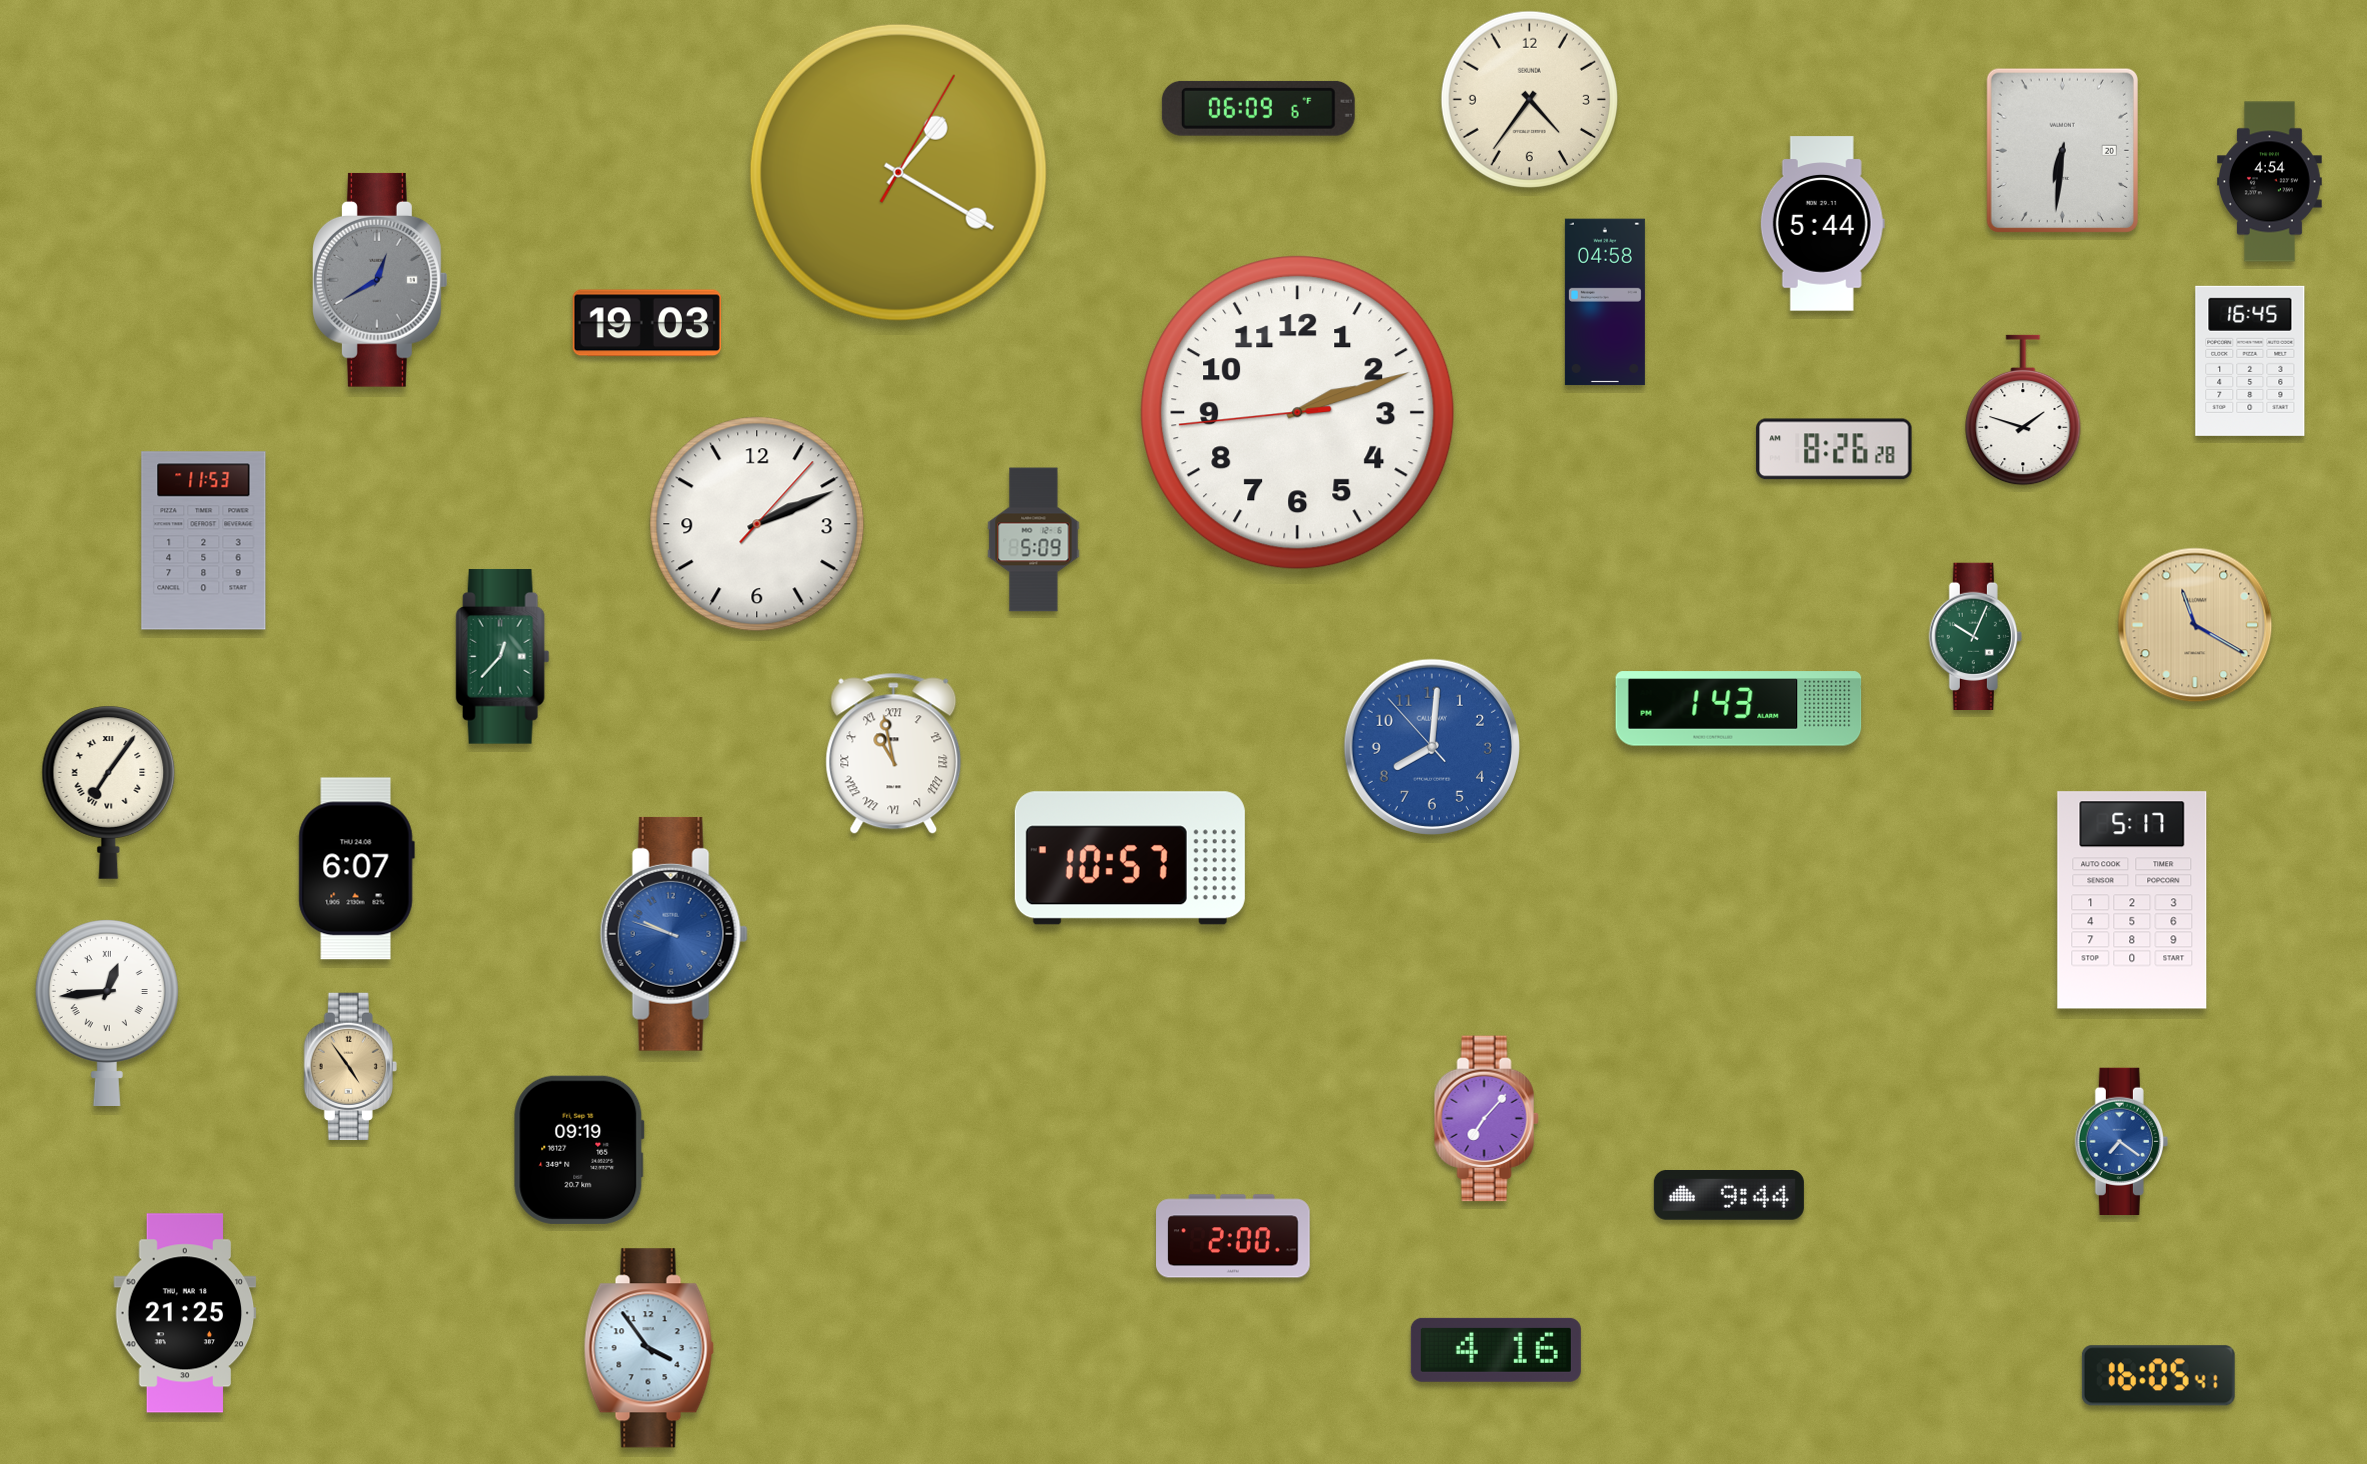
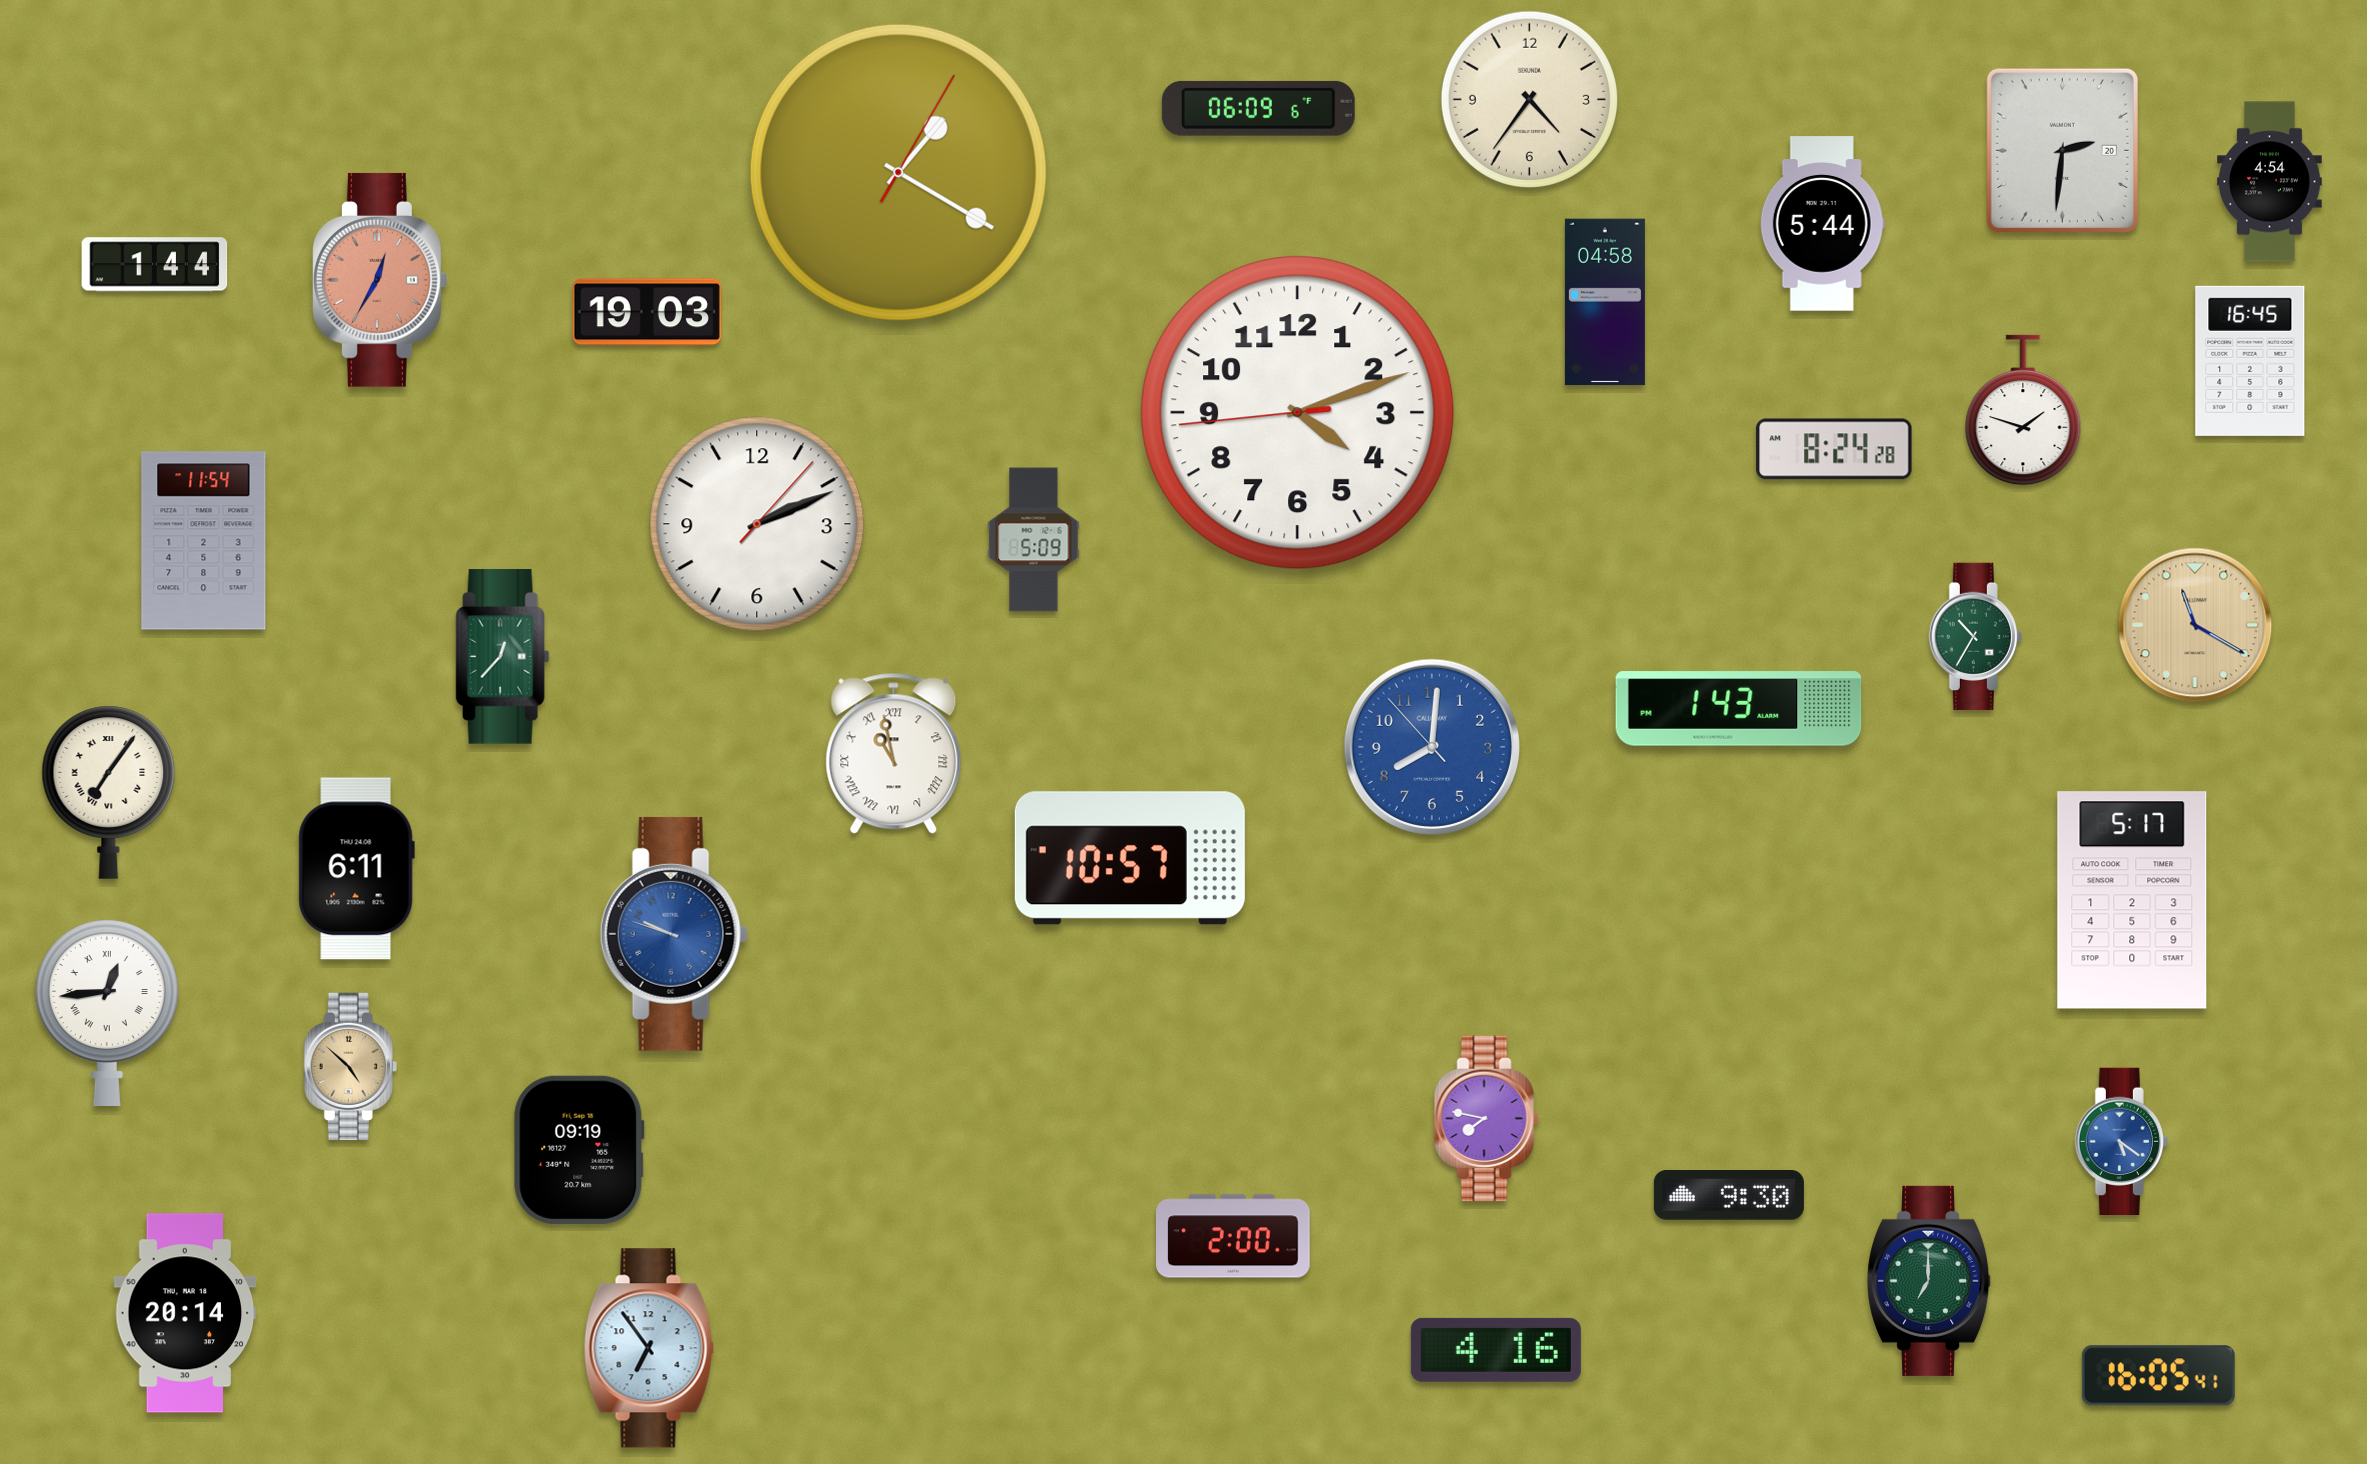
clock at (2062, 150): 6:31 -> 2:31
clock at (155, 265): none -> 1:44
clock at (380, 280): 12:40 -> 12:35
clock at (380, 280) dial: grey -> salmon
clock at (647, 323) position: (647, 323) -> (647, 312)
clock at (1298, 413): 2:11 -> 4:11
clock at (1834, 449): 8:26 -> 8:24
clock at (204, 541): 11:53 -> 11:54
clock at (1975, 636): 10:04 -> 10:35
clock at (356, 869): 6:07 -> 6:11
clock at (350, 1066): 4:54 -> 4:52
clock at (1486, 1119): 7:07 -> 7:47
clock at (2121, 1141): 7:21 -> 5:21
clock at (1729, 1196): 9:44 -> 9:30
clock at (1930, 1281): none -> 7:00
clock at (185, 1313): 21:25 -> 20:14
clock at (649, 1348): 3:54 -> 6:54
